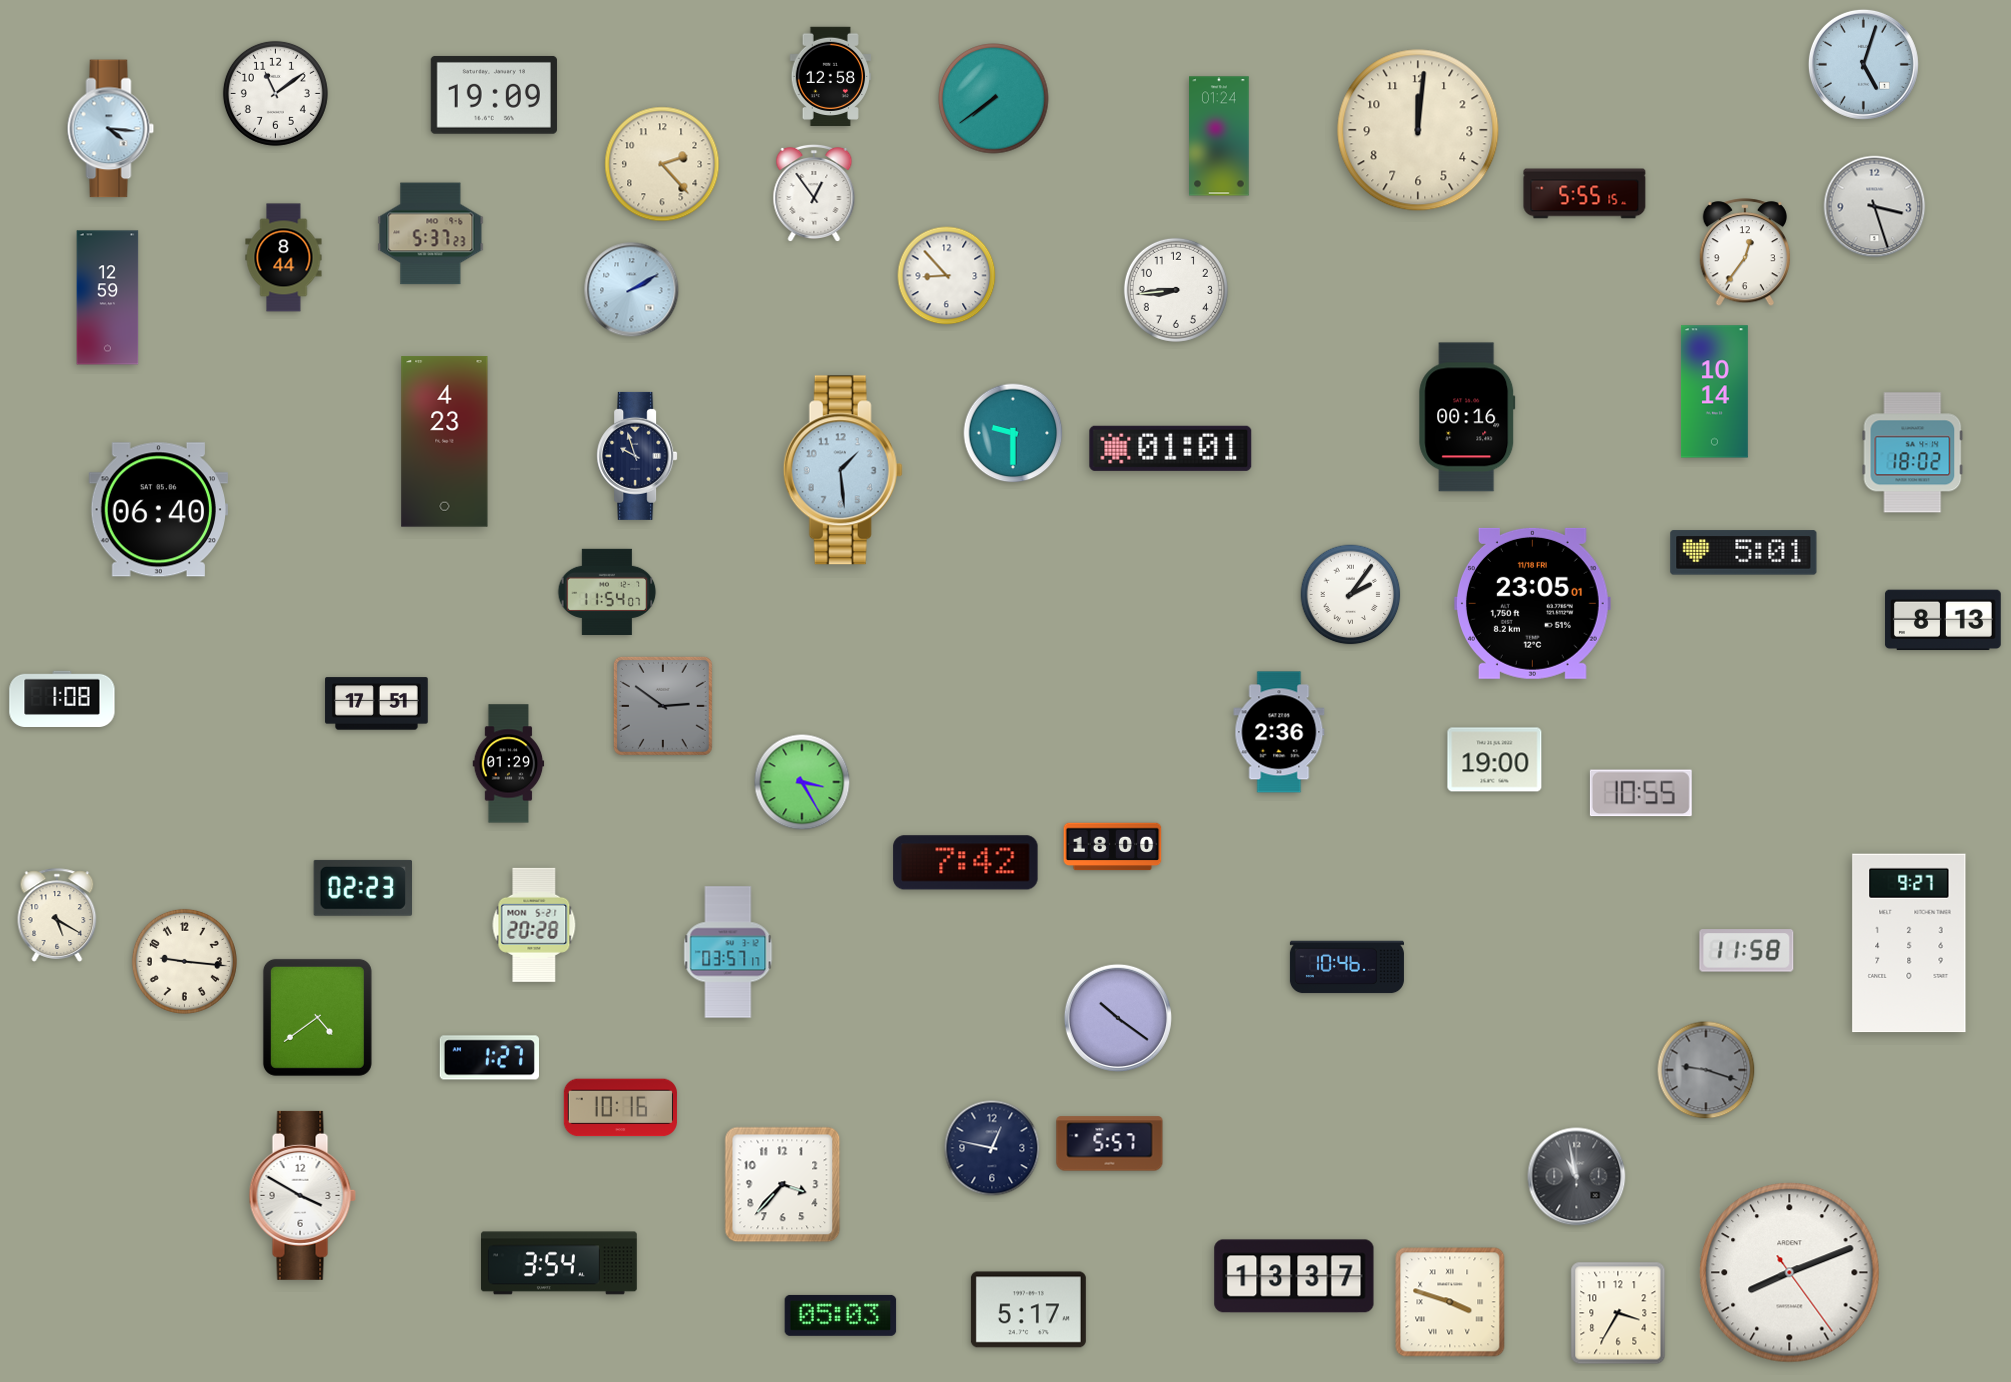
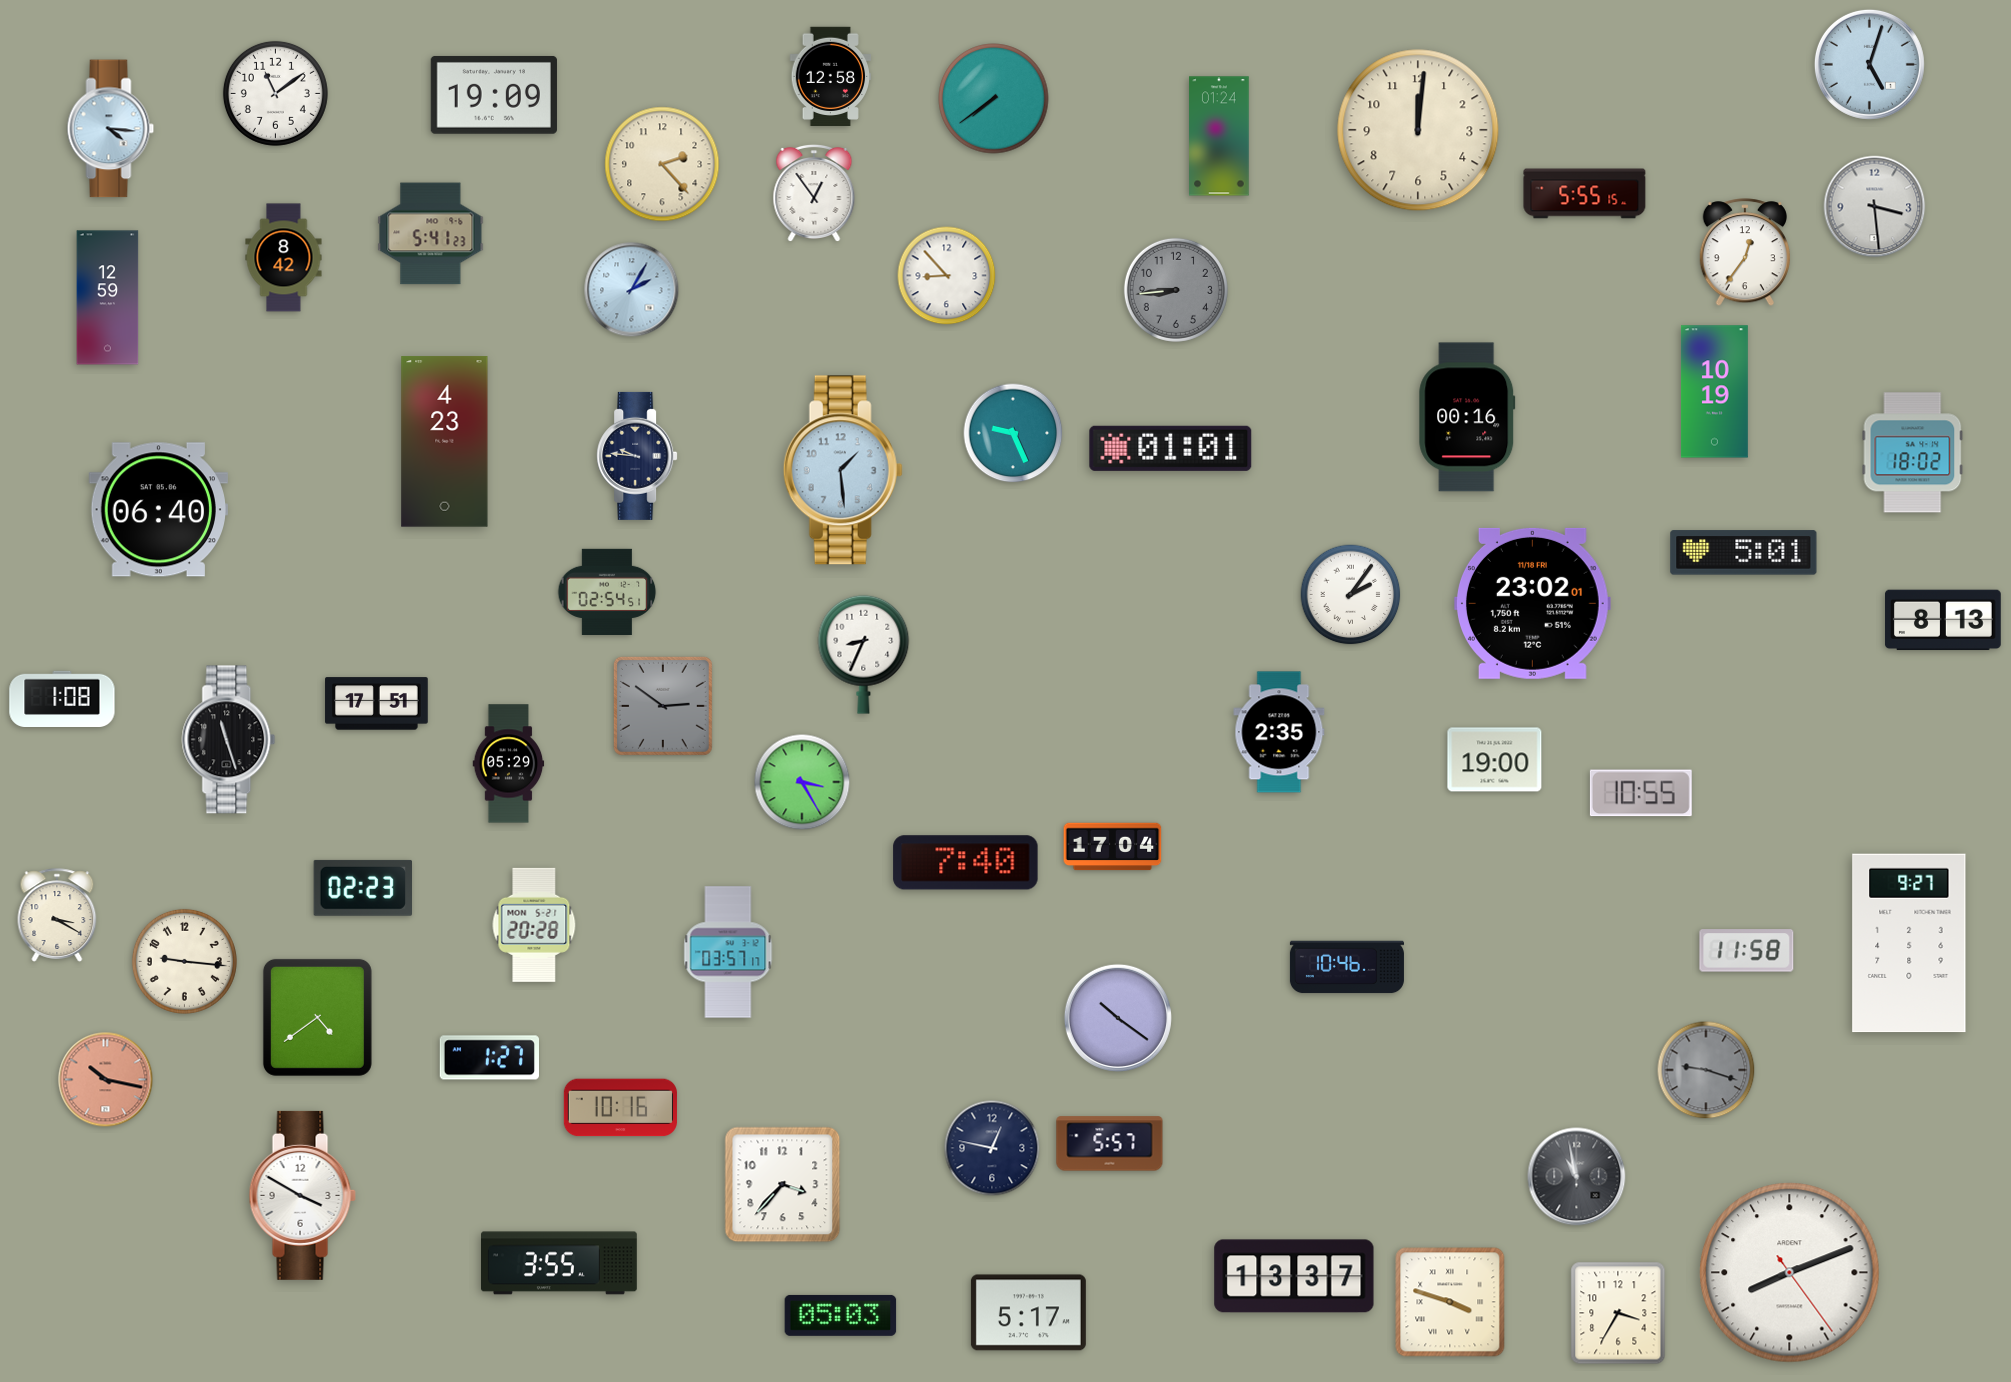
clock at (1863, 64) position: (1863, 64) -> (1869, 64)
clock at (1875, 207): 3:27 -> 3:29
clock at (431, 234): 5:37 -> 5:41
clock at (284, 258): 8:44 -> 8:42
clock at (632, 290): 2:10 -> 2:05
clock at (1176, 290) dial: white -> grey
clock at (1714, 392): 10:14 -> 10:19
clock at (1013, 433): 9:30 -> 9:26
clock at (637, 456): 9:57 -> 9:46
clock at (607, 591): 11:54 -> 02:54
clock at (1532, 603): 23:05 -> 23:02
clock at (864, 654): none -> 8:34
clock at (1279, 732): 2:36 -> 2:35
clock at (229, 740): none -> 11:27
clock at (509, 764): 01:29 -> 05:29
clock at (1113, 847): 18:00 -> 17:04
clock at (966, 863): 7:42 -> 7:40
clock at (57, 915): 5:20 -> 3:20
clock at (106, 1080): none -> 10:17
clock at (559, 1263): 3:54 -> 3:55
clock at (1028, 1310) position: (1028, 1310) -> (1028, 1313)
